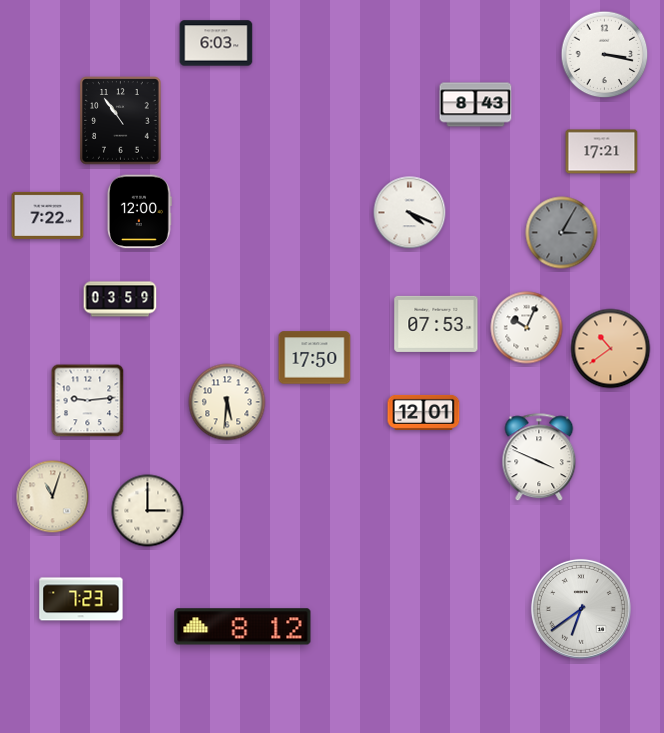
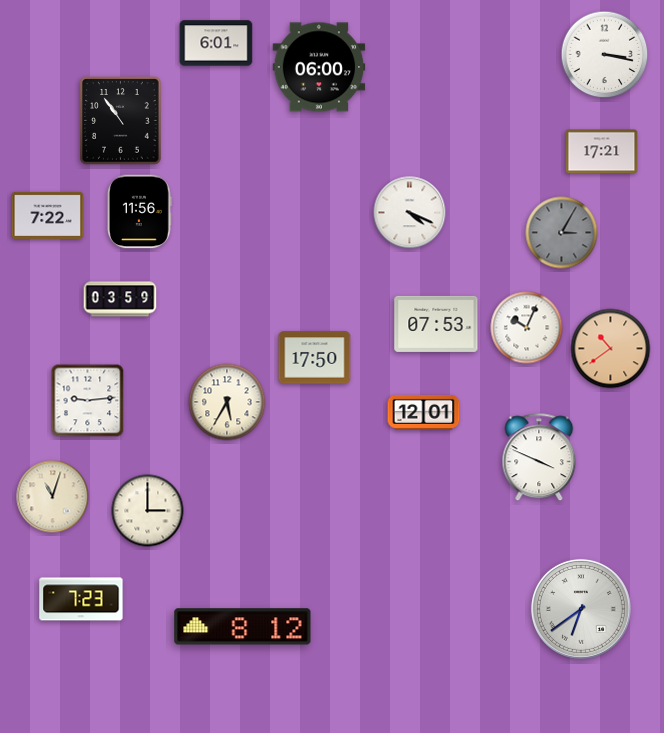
clock at (216, 43): 6:03 -> 6:01
clock at (319, 67): none -> 06:00
clock at (476, 105): 8:43 -> none
clock at (139, 212): 12:00 -> 11:56
clock at (227, 402): 5:31 -> 5:35
